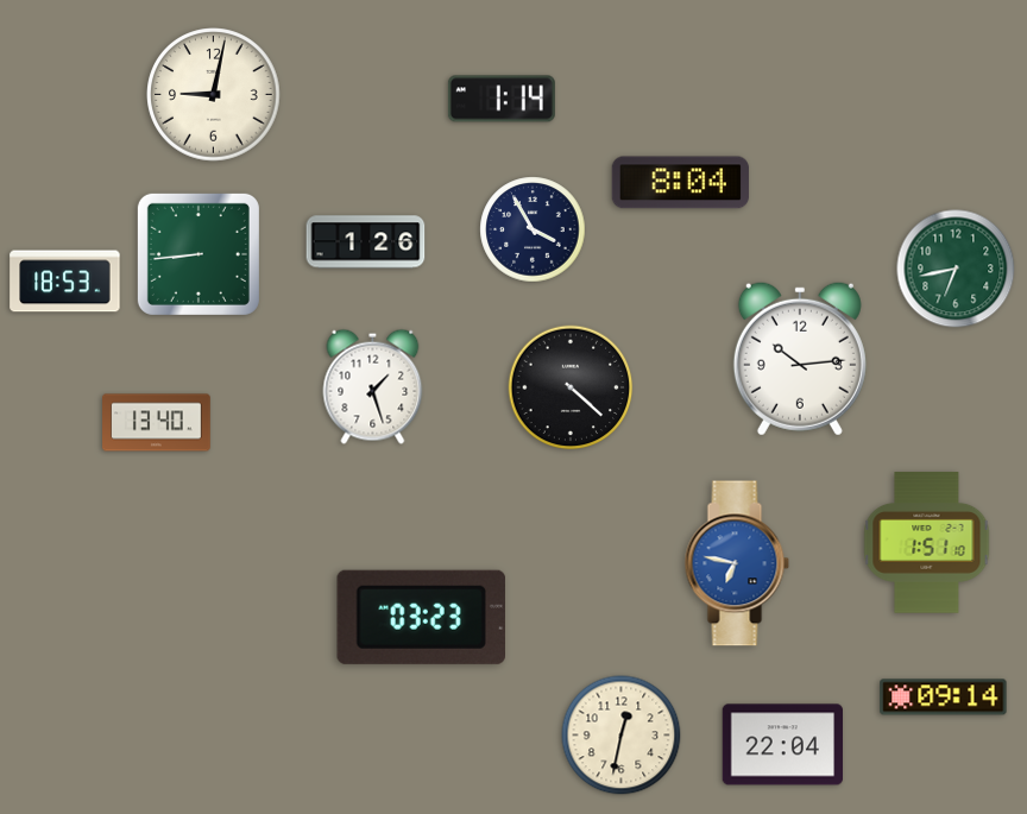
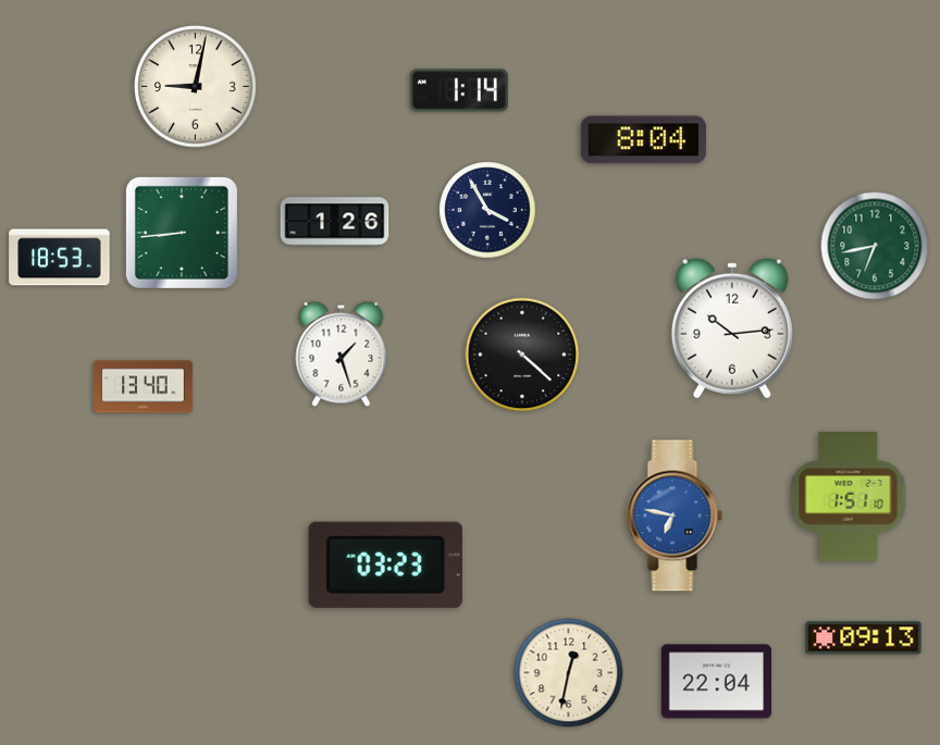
clock at (680, 183) position: (680, 183) -> (643, 140)
clock at (944, 698): 09:14 -> 09:13
